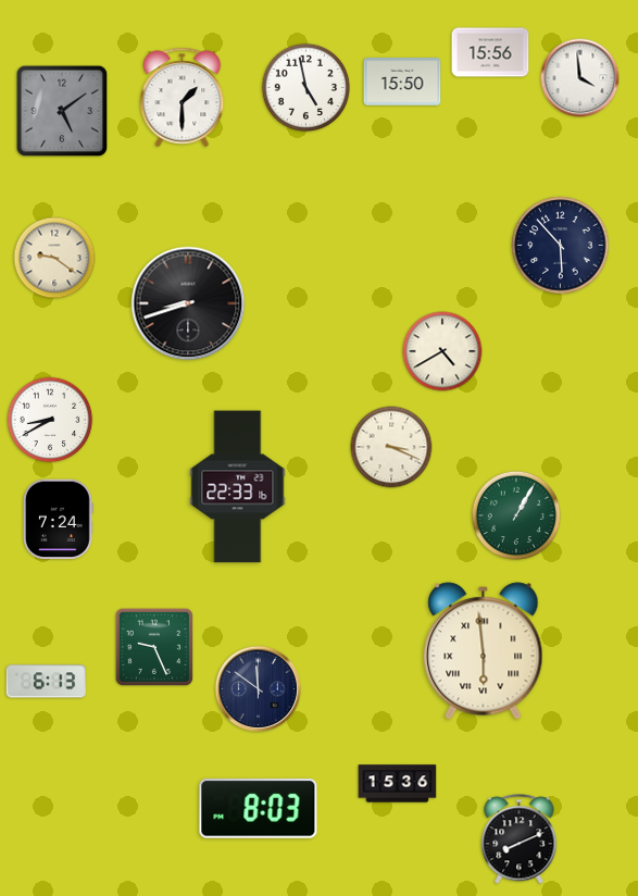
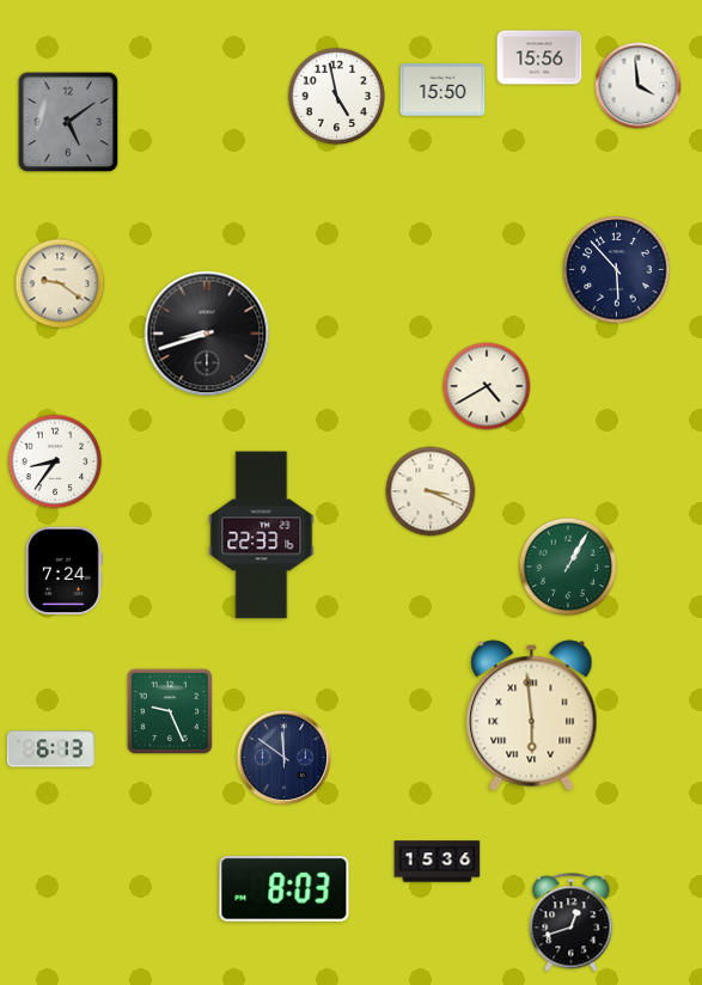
clock at (183, 97): 1:30 -> none
clock at (50, 420): 8:40 -> 8:36
clock at (520, 839): 8:11 -> 12:42
